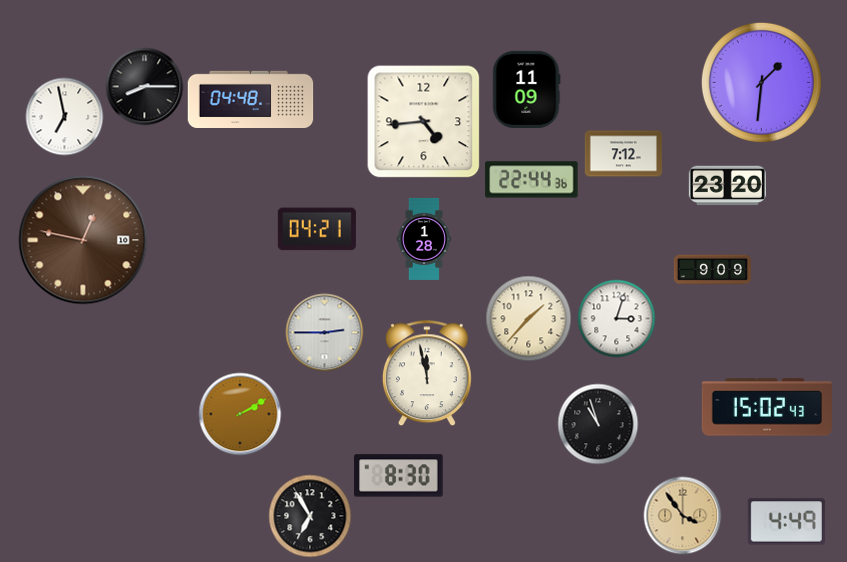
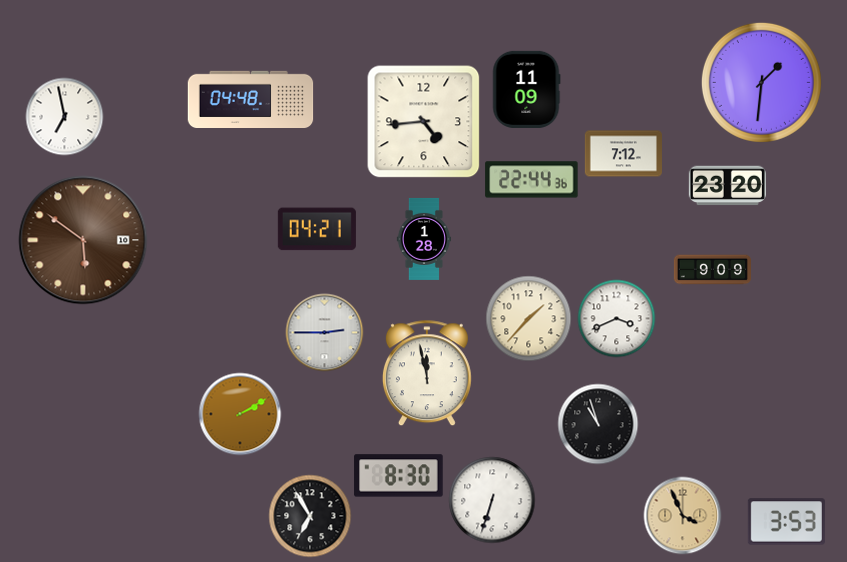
clock at (144, 86): 8:15 -> none
clock at (83, 240): 12:47 -> 5:51
clock at (616, 318): 3:03 -> 3:41
clock at (767, 407): 15:02 -> none
clock at (492, 500): none -> 6:33
clock at (682, 515): 3:54 -> 3:56
clock at (786, 522): 4:49 -> 3:53
